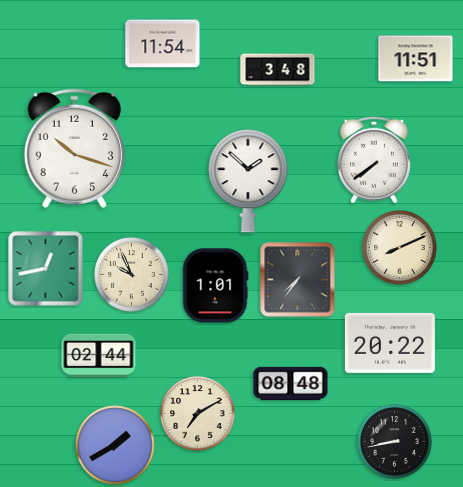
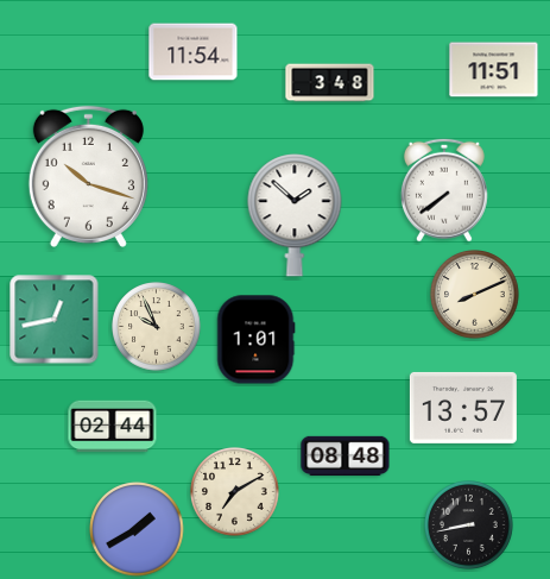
clock at (298, 280): 7:36 -> none
clock at (390, 343): 20:22 -> 13:57
clock at (99, 356) position: (99, 356) -> (113, 427)
